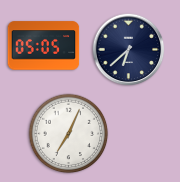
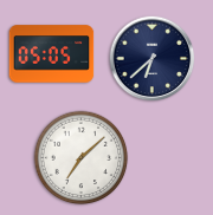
clock at (69, 134): 7:04 -> 7:08
